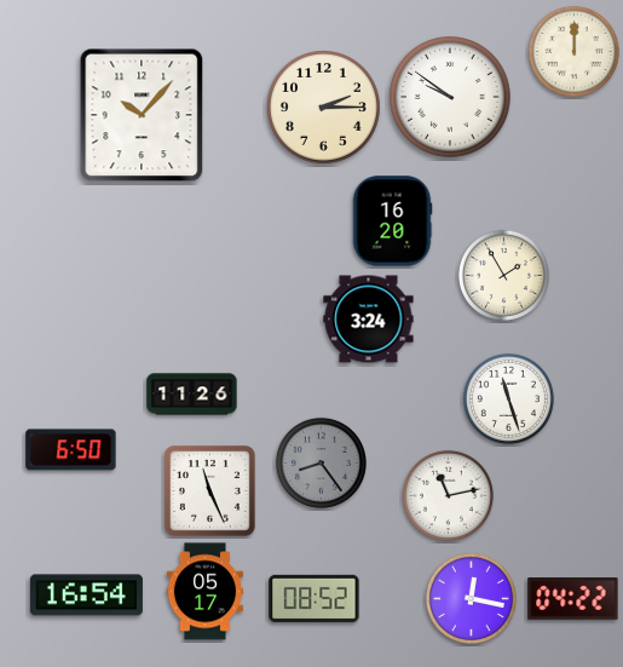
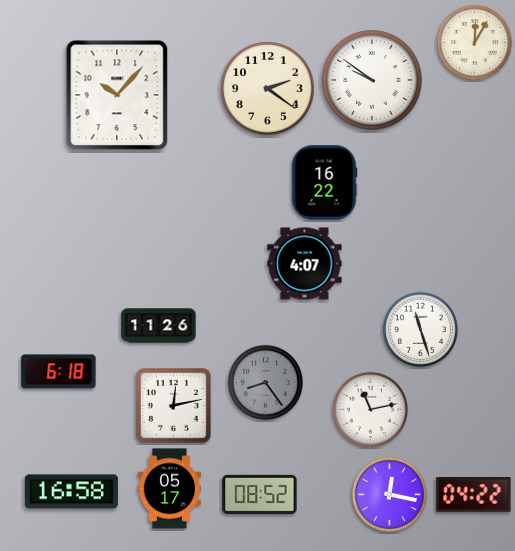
clock at (573, 51): 12:00 -> 12:05
clock at (324, 108): 2:15 -> 2:21
clock at (392, 222): 16:20 -> 16:22
clock at (503, 275): 1:55 -> none
clock at (369, 320): 3:24 -> 4:07
clock at (71, 450): 6:50 -> 6:18
clock at (210, 491): 11:26 -> 12:13
clock at (86, 596): 16:54 -> 16:58
